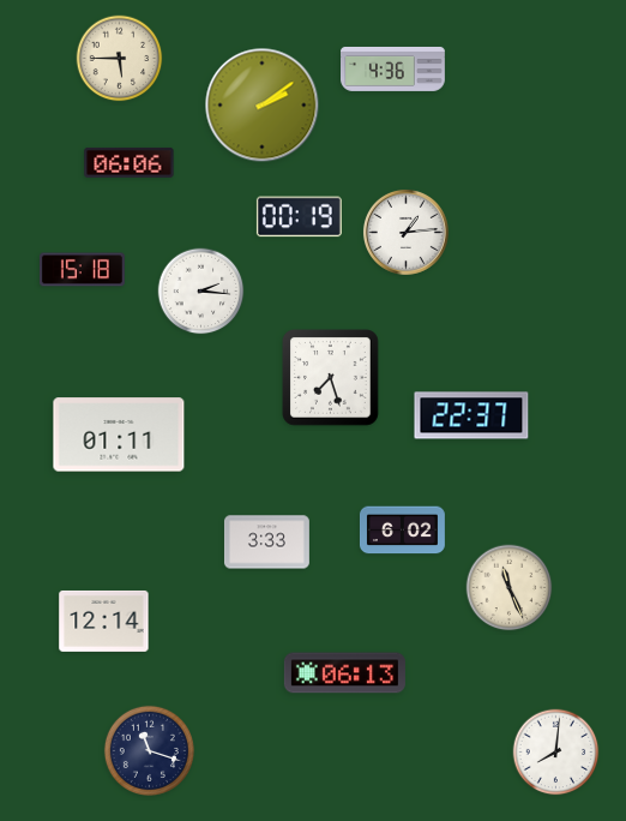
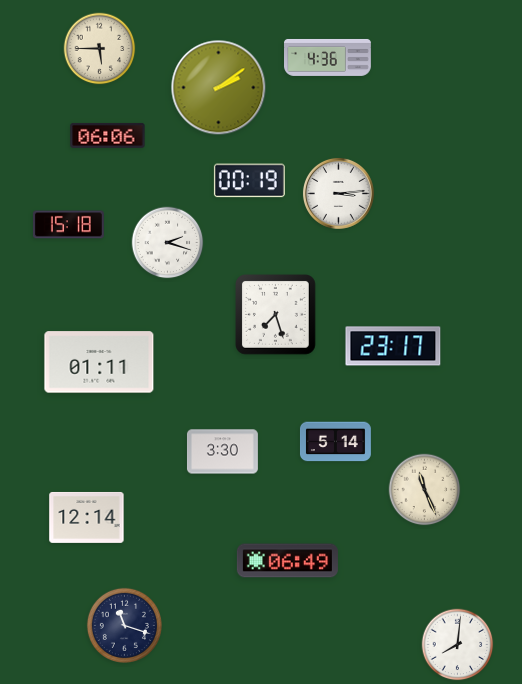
clock at (405, 232): 1:14 -> 3:14
clock at (201, 292): 2:16 -> 2:18
clock at (471, 415): 22:37 -> 23:17
clock at (402, 531): 6:02 -> 5:14
clock at (266, 543): 3:33 -> 3:30
clock at (344, 673): 06:13 -> 06:49
clock at (556, 753) position: (556, 753) -> (458, 645)
